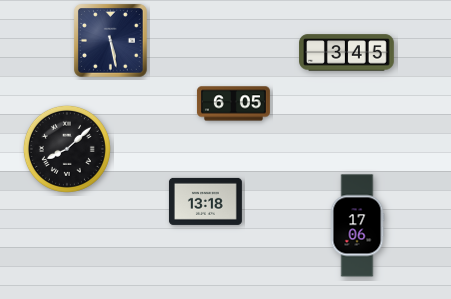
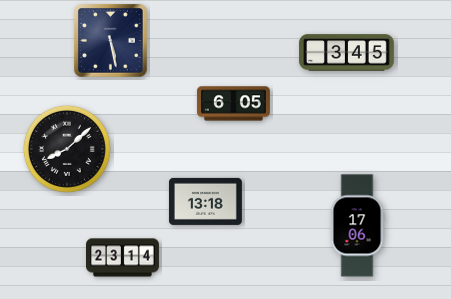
clock at (123, 258): none -> 23:14
